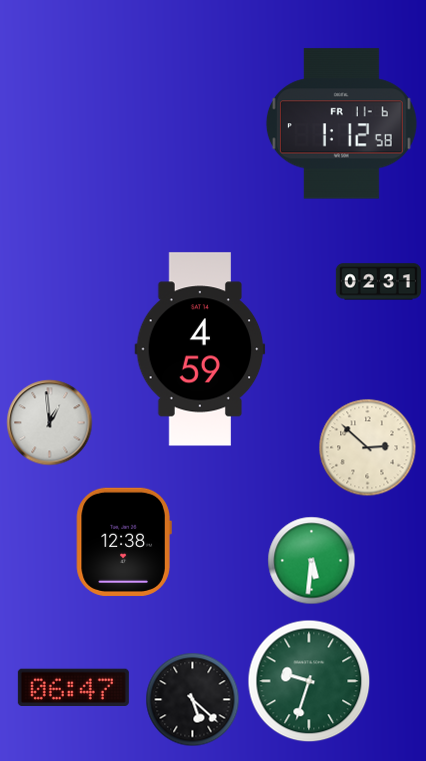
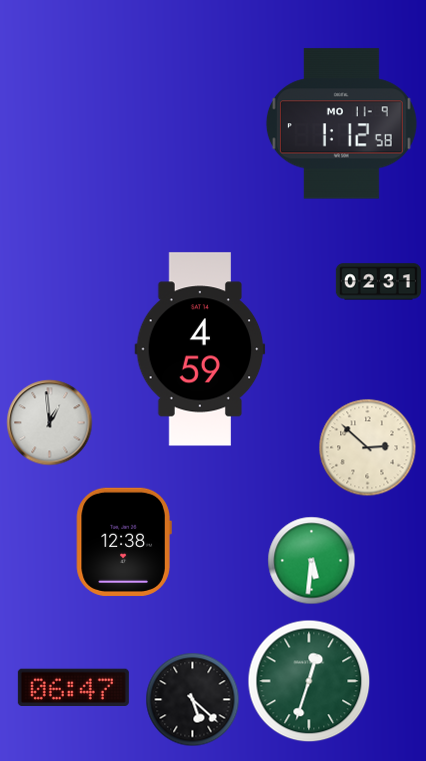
clock at (341, 124) date: FR 11-6 -> MO 11-9
clock at (309, 681): 9:33 -> 12:33
